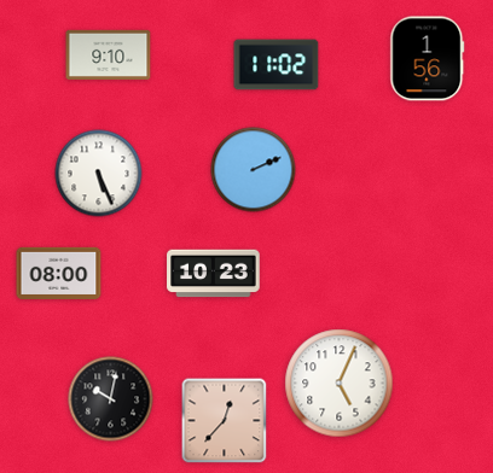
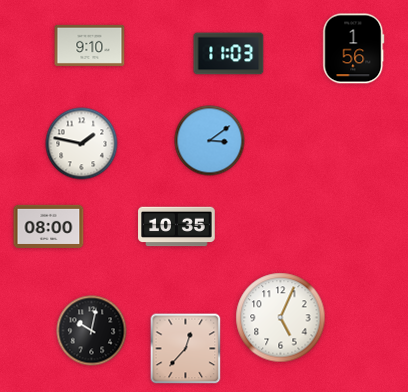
clock at (277, 65): 11:02 -> 11:03
clock at (254, 170): 2:11 -> 3:09
clock at (99, 174): 5:26 -> 1:47
clock at (214, 274): 10:23 -> 10:35
